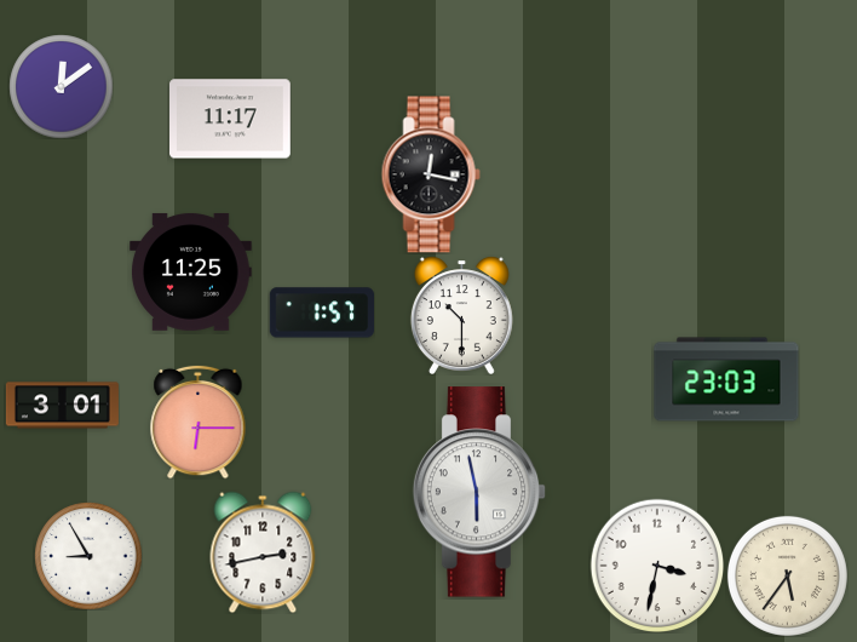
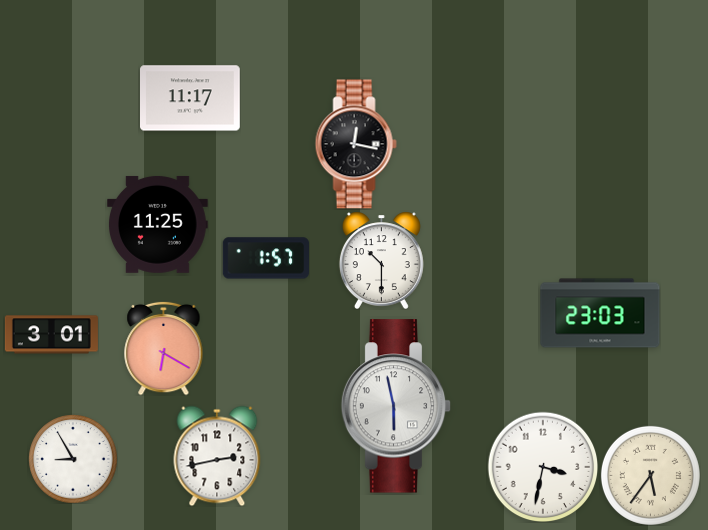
clock at (61, 86): 12:09 -> none
clock at (199, 422): 6:15 -> 6:20
